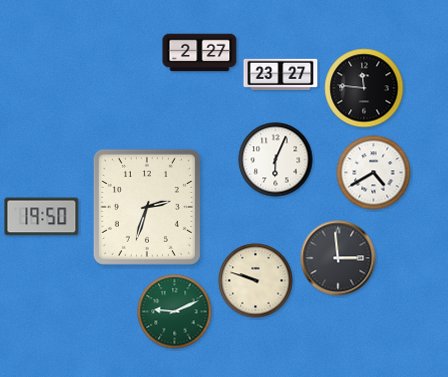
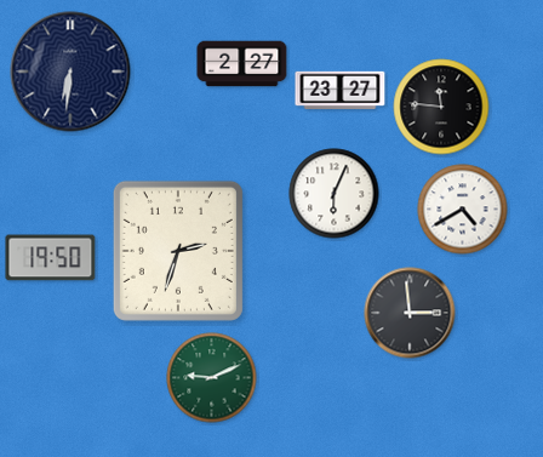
clock at (70, 72): none -> 6:31
clock at (374, 173) position: (374, 173) -> (463, 210)
clock at (42, 217) position: (42, 217) -> (51, 258)
clock at (256, 281): 9:48 -> none
